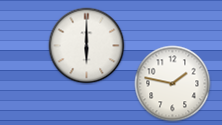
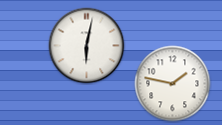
clock at (87, 46): 6:00 -> 6:02
